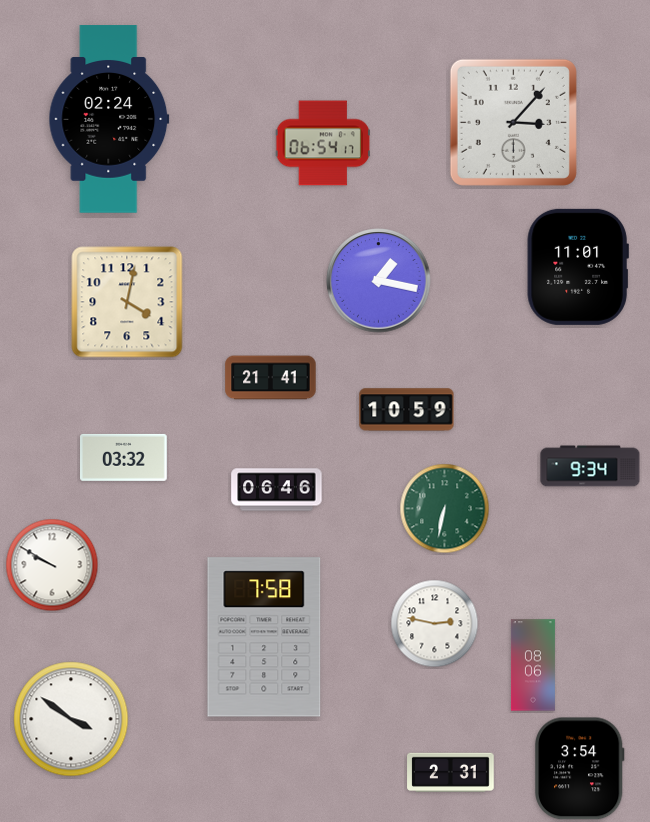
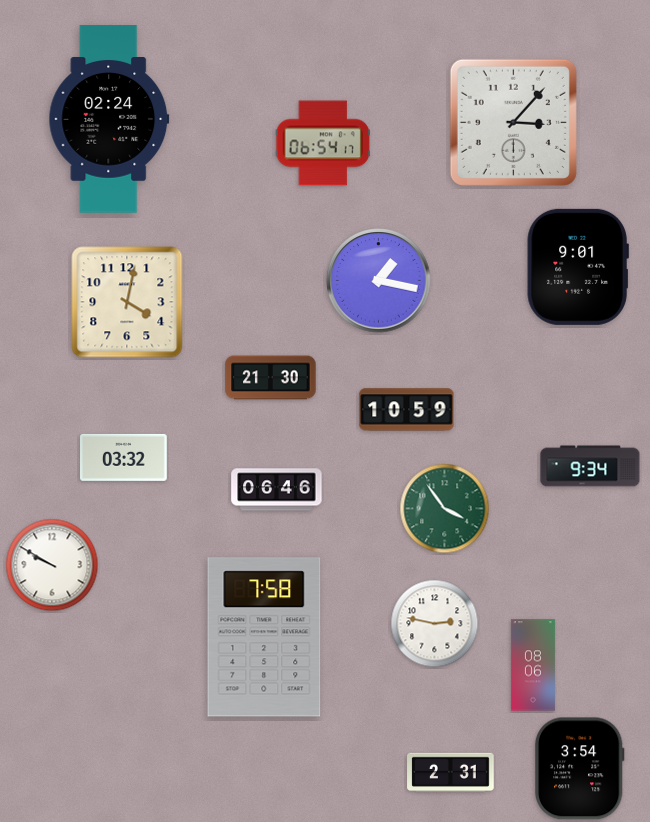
clock at (578, 267): 11:01 -> 9:01
clock at (271, 378): 21:41 -> 21:30
clock at (445, 509): 6:32 -> 3:54
clock at (71, 719): 3:51 -> none
